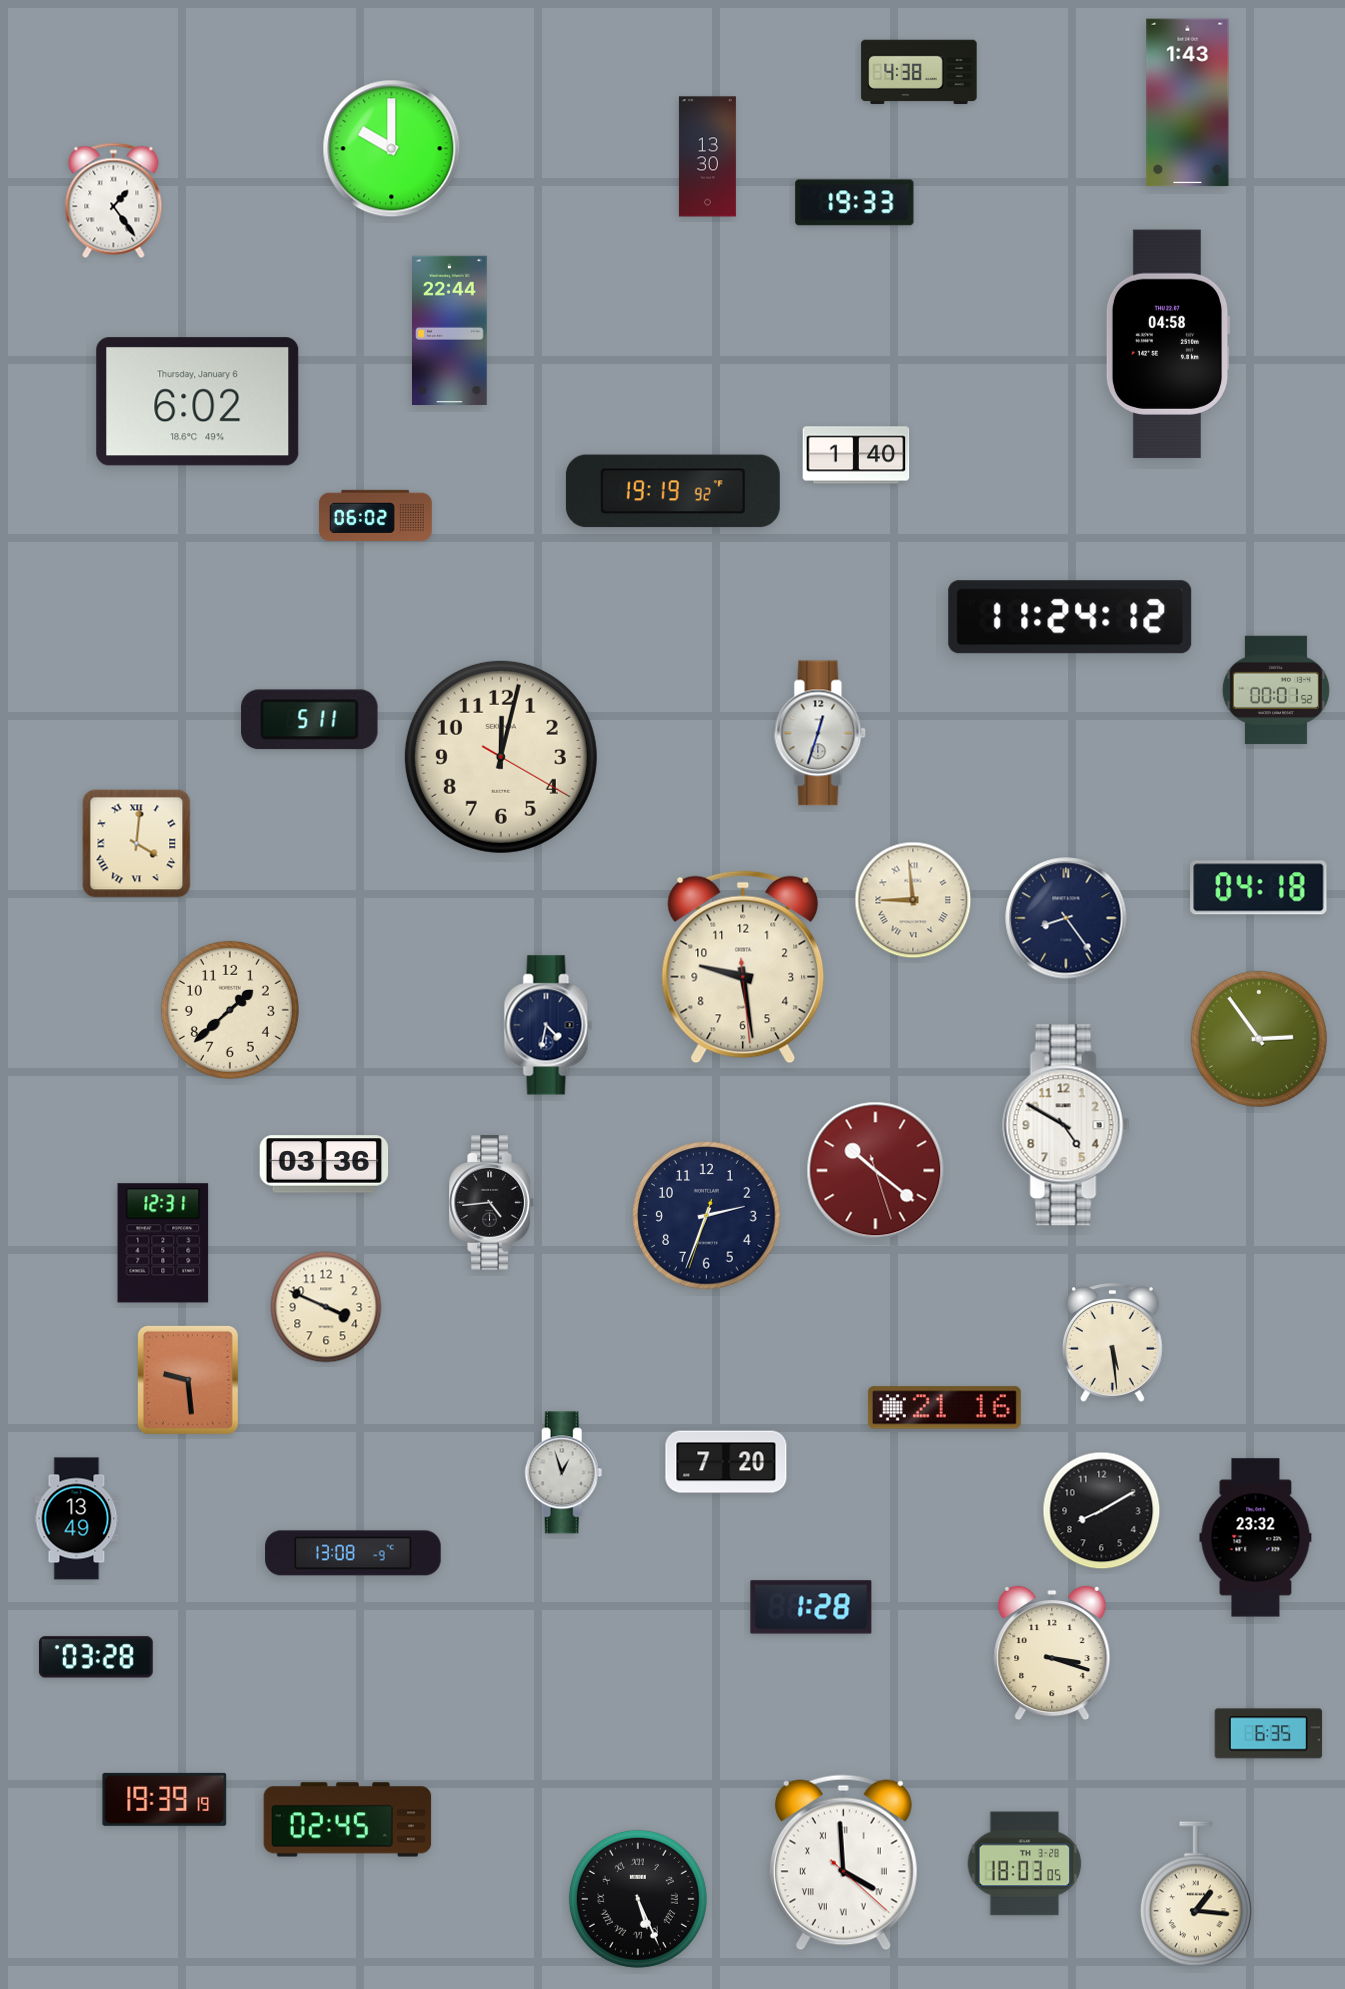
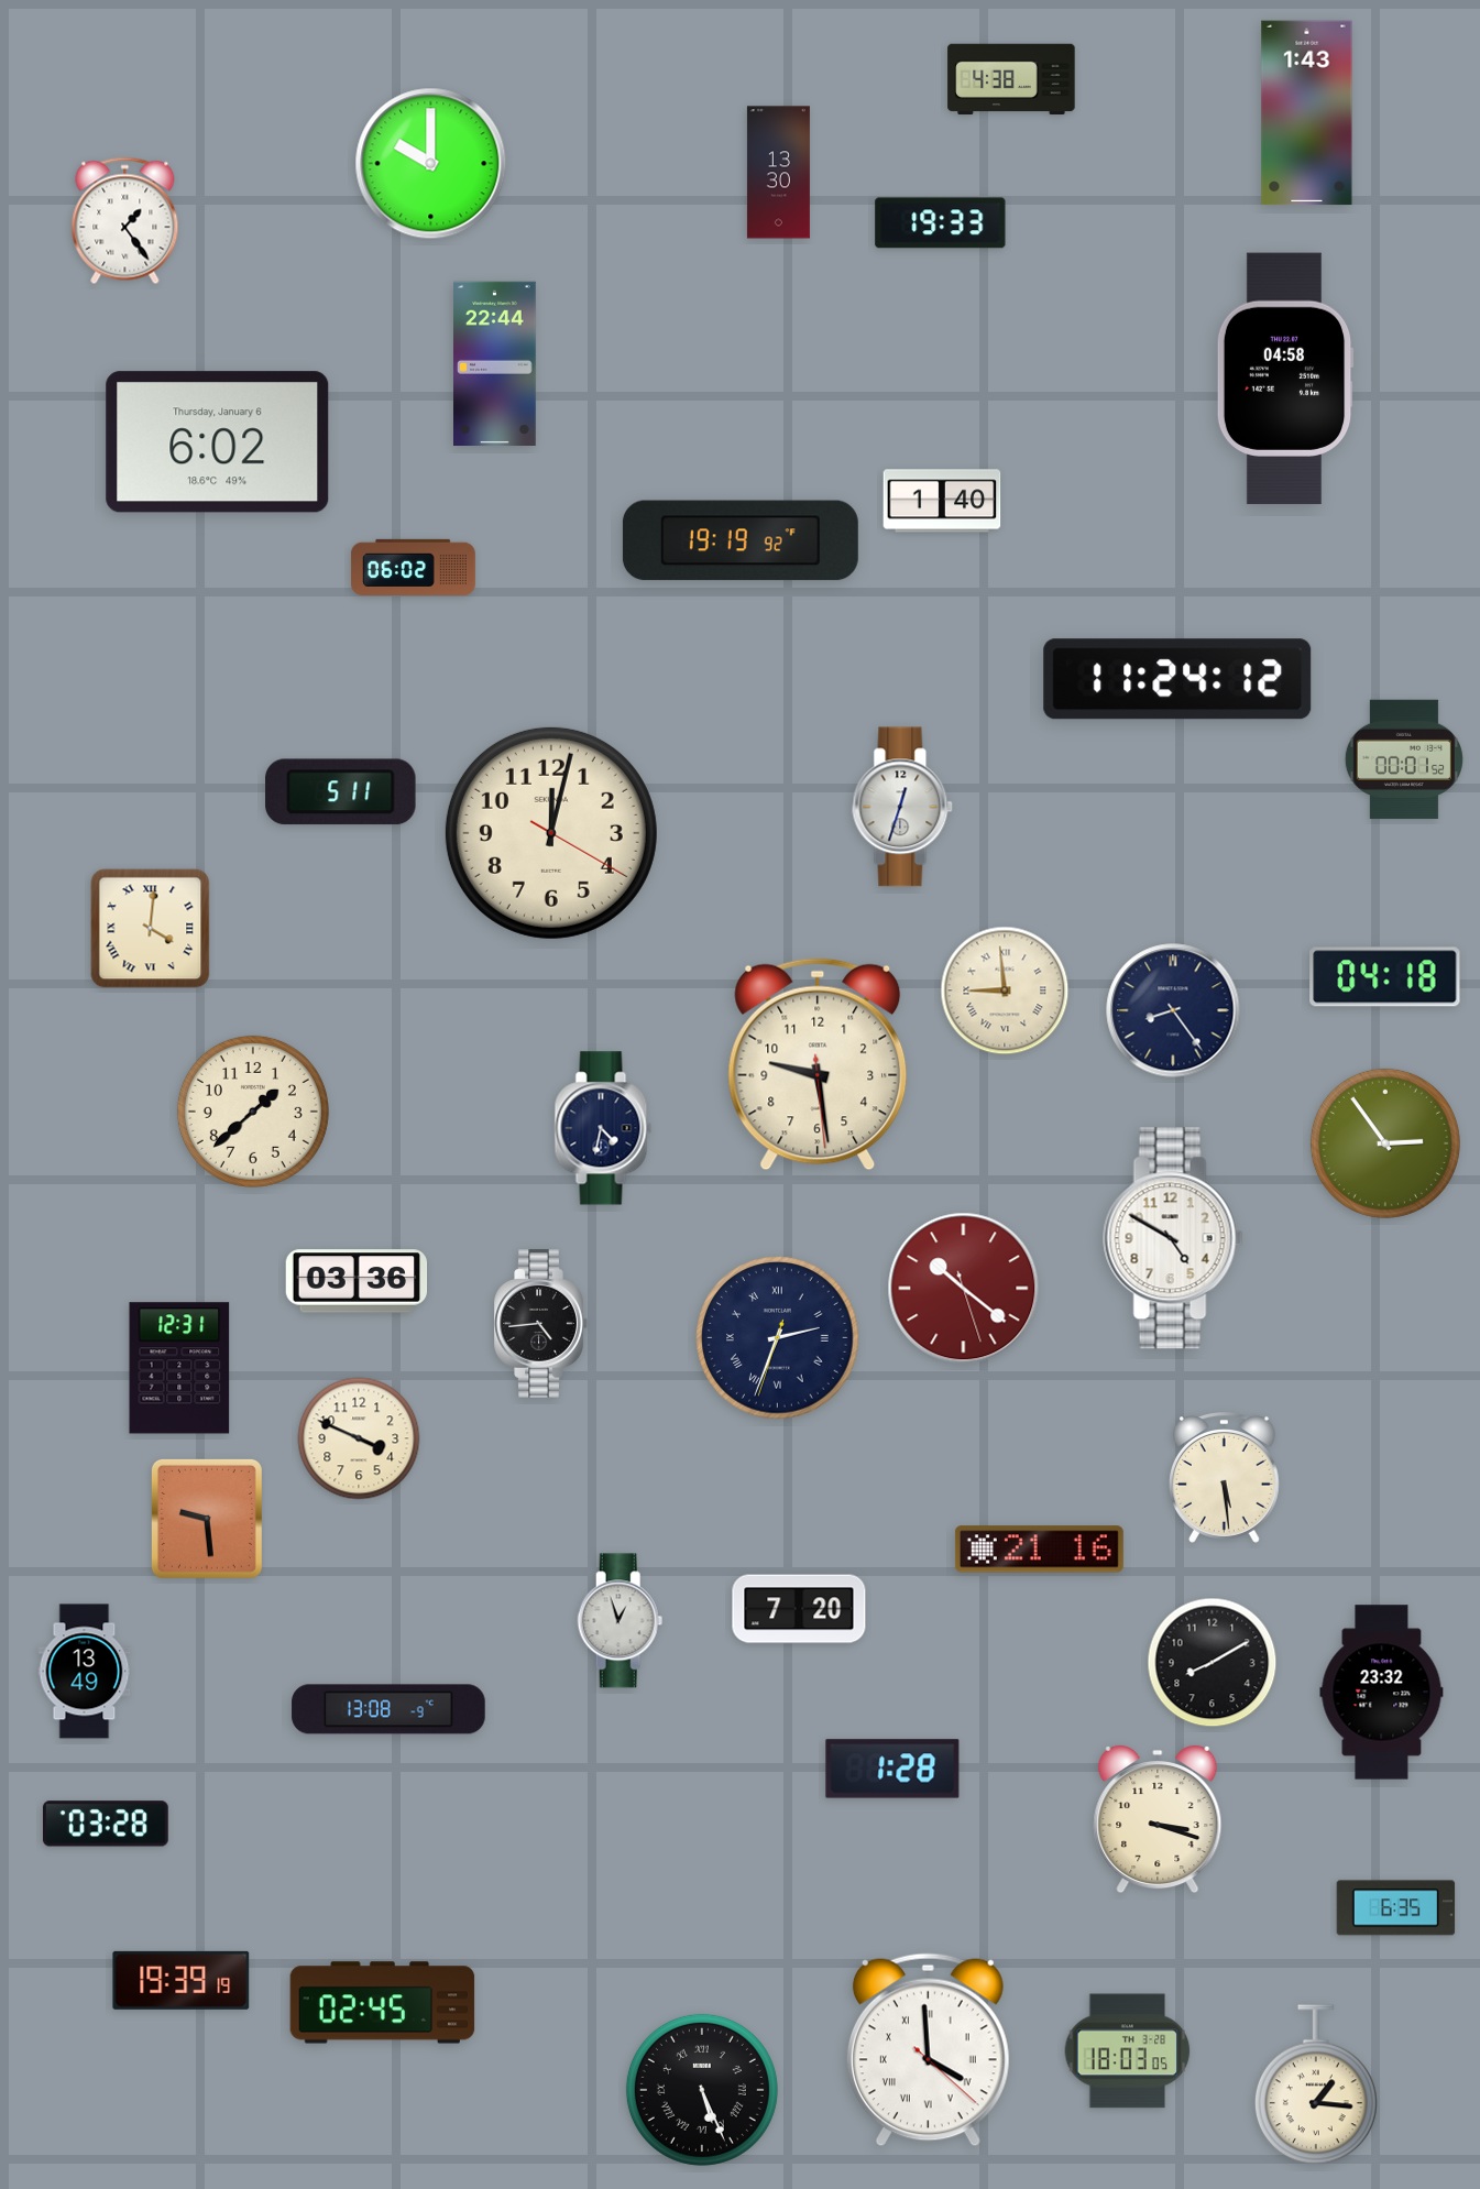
clock at (707, 1216) numerals: Arabic -> Roman
